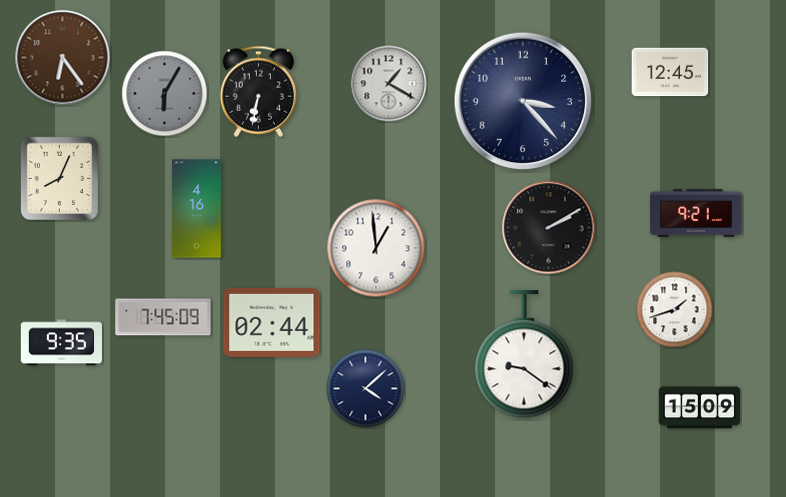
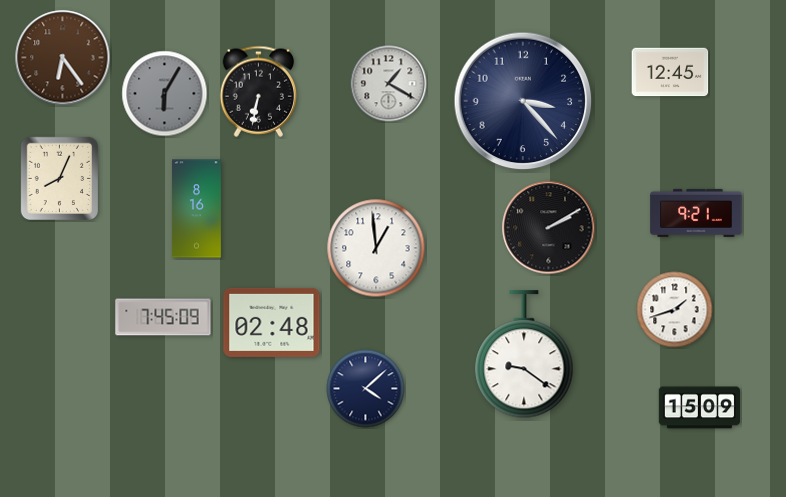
clock at (196, 209): 4:16 -> 8:16
clock at (272, 322): 02:44 -> 02:48
clock at (61, 343): 9:35 -> none
